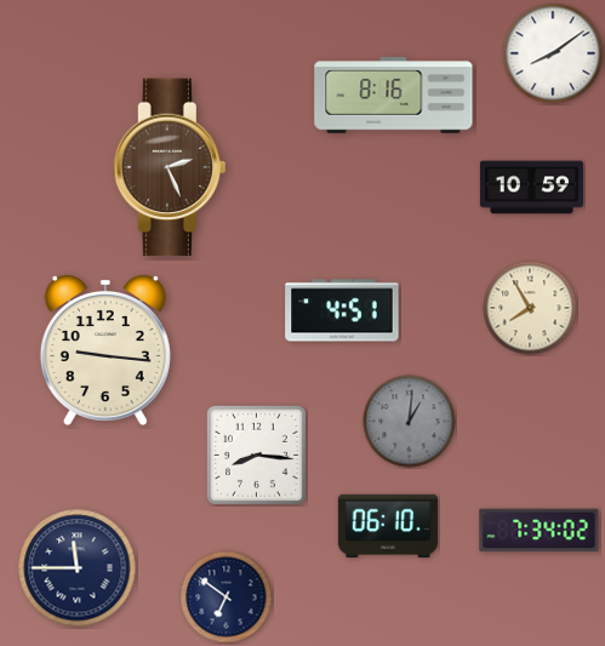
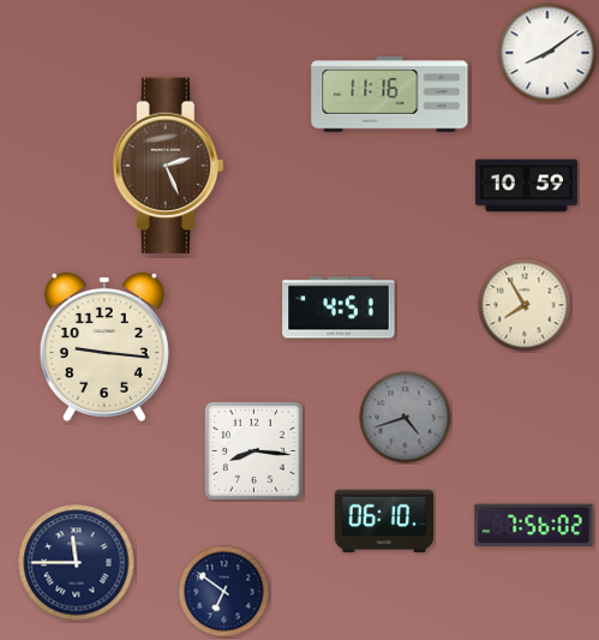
clock at (394, 96): 8:16 -> 11:16
clock at (410, 422): 1:01 -> 4:42
clock at (540, 531): 7:34 -> 7:56
